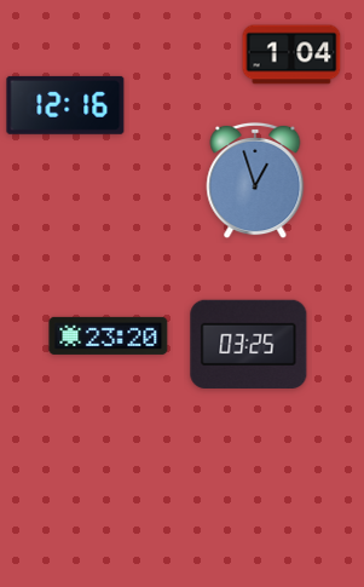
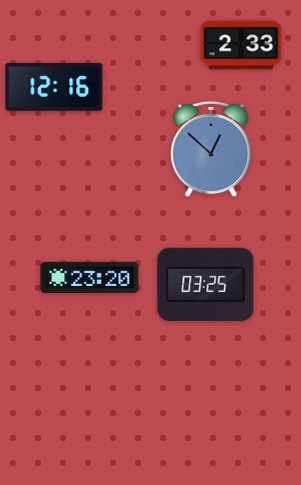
clock at (291, 54): 1:04 -> 2:33
clock at (255, 180): 12:57 -> 12:52
